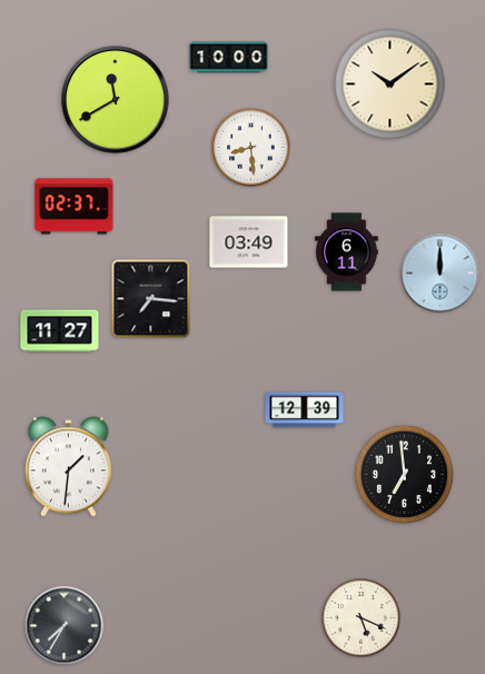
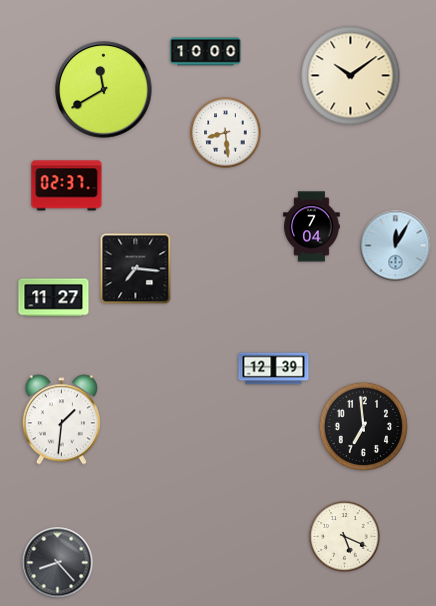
clock at (249, 242): 03:49 -> none
clock at (347, 252): 6:11 -> 7:04
clock at (441, 274): 12:00 -> 12:05
clock at (362, 618) position: (362, 618) -> (345, 537)
clock at (65, 626): 7:35 -> 8:23
